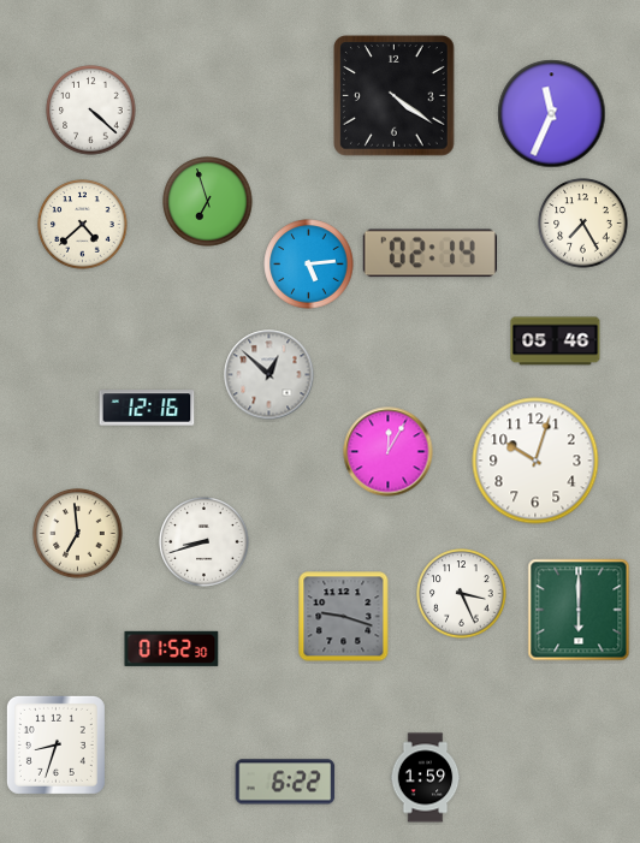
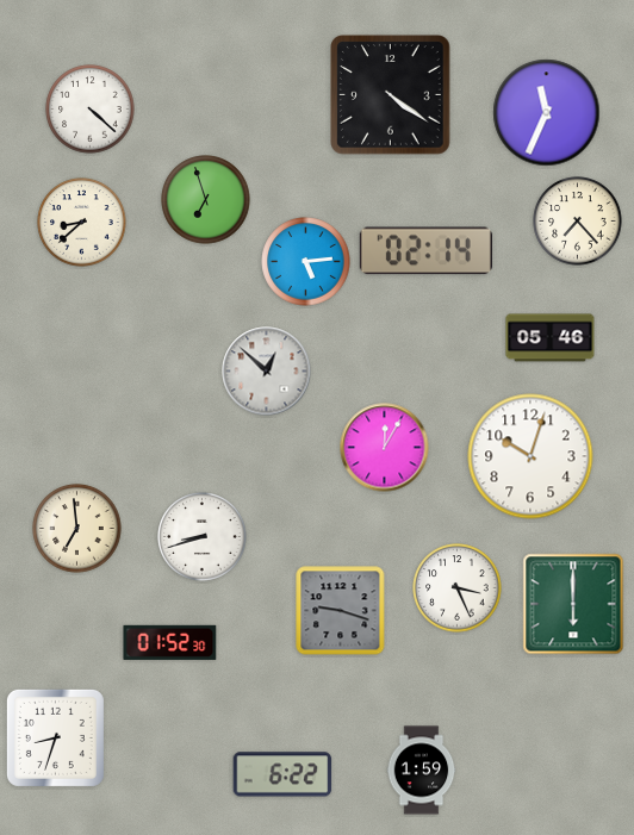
clock at (583, 224): 7:25 -> 7:23
clock at (83, 225): 4:38 -> 8:38
clock at (147, 408): 12:16 -> none
